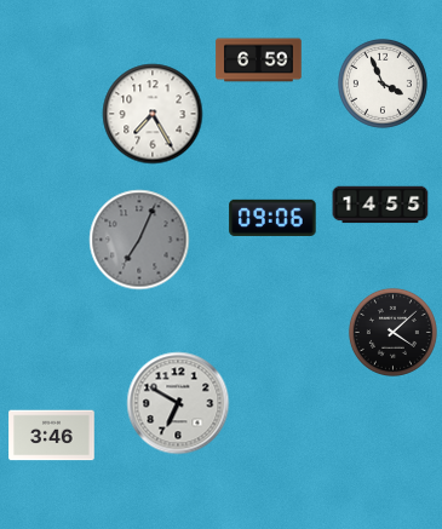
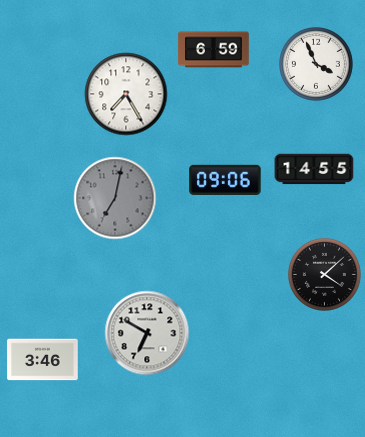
clock at (383, 84) position: (383, 84) -> (316, 64)
clock at (139, 240): 7:04 -> 7:02
